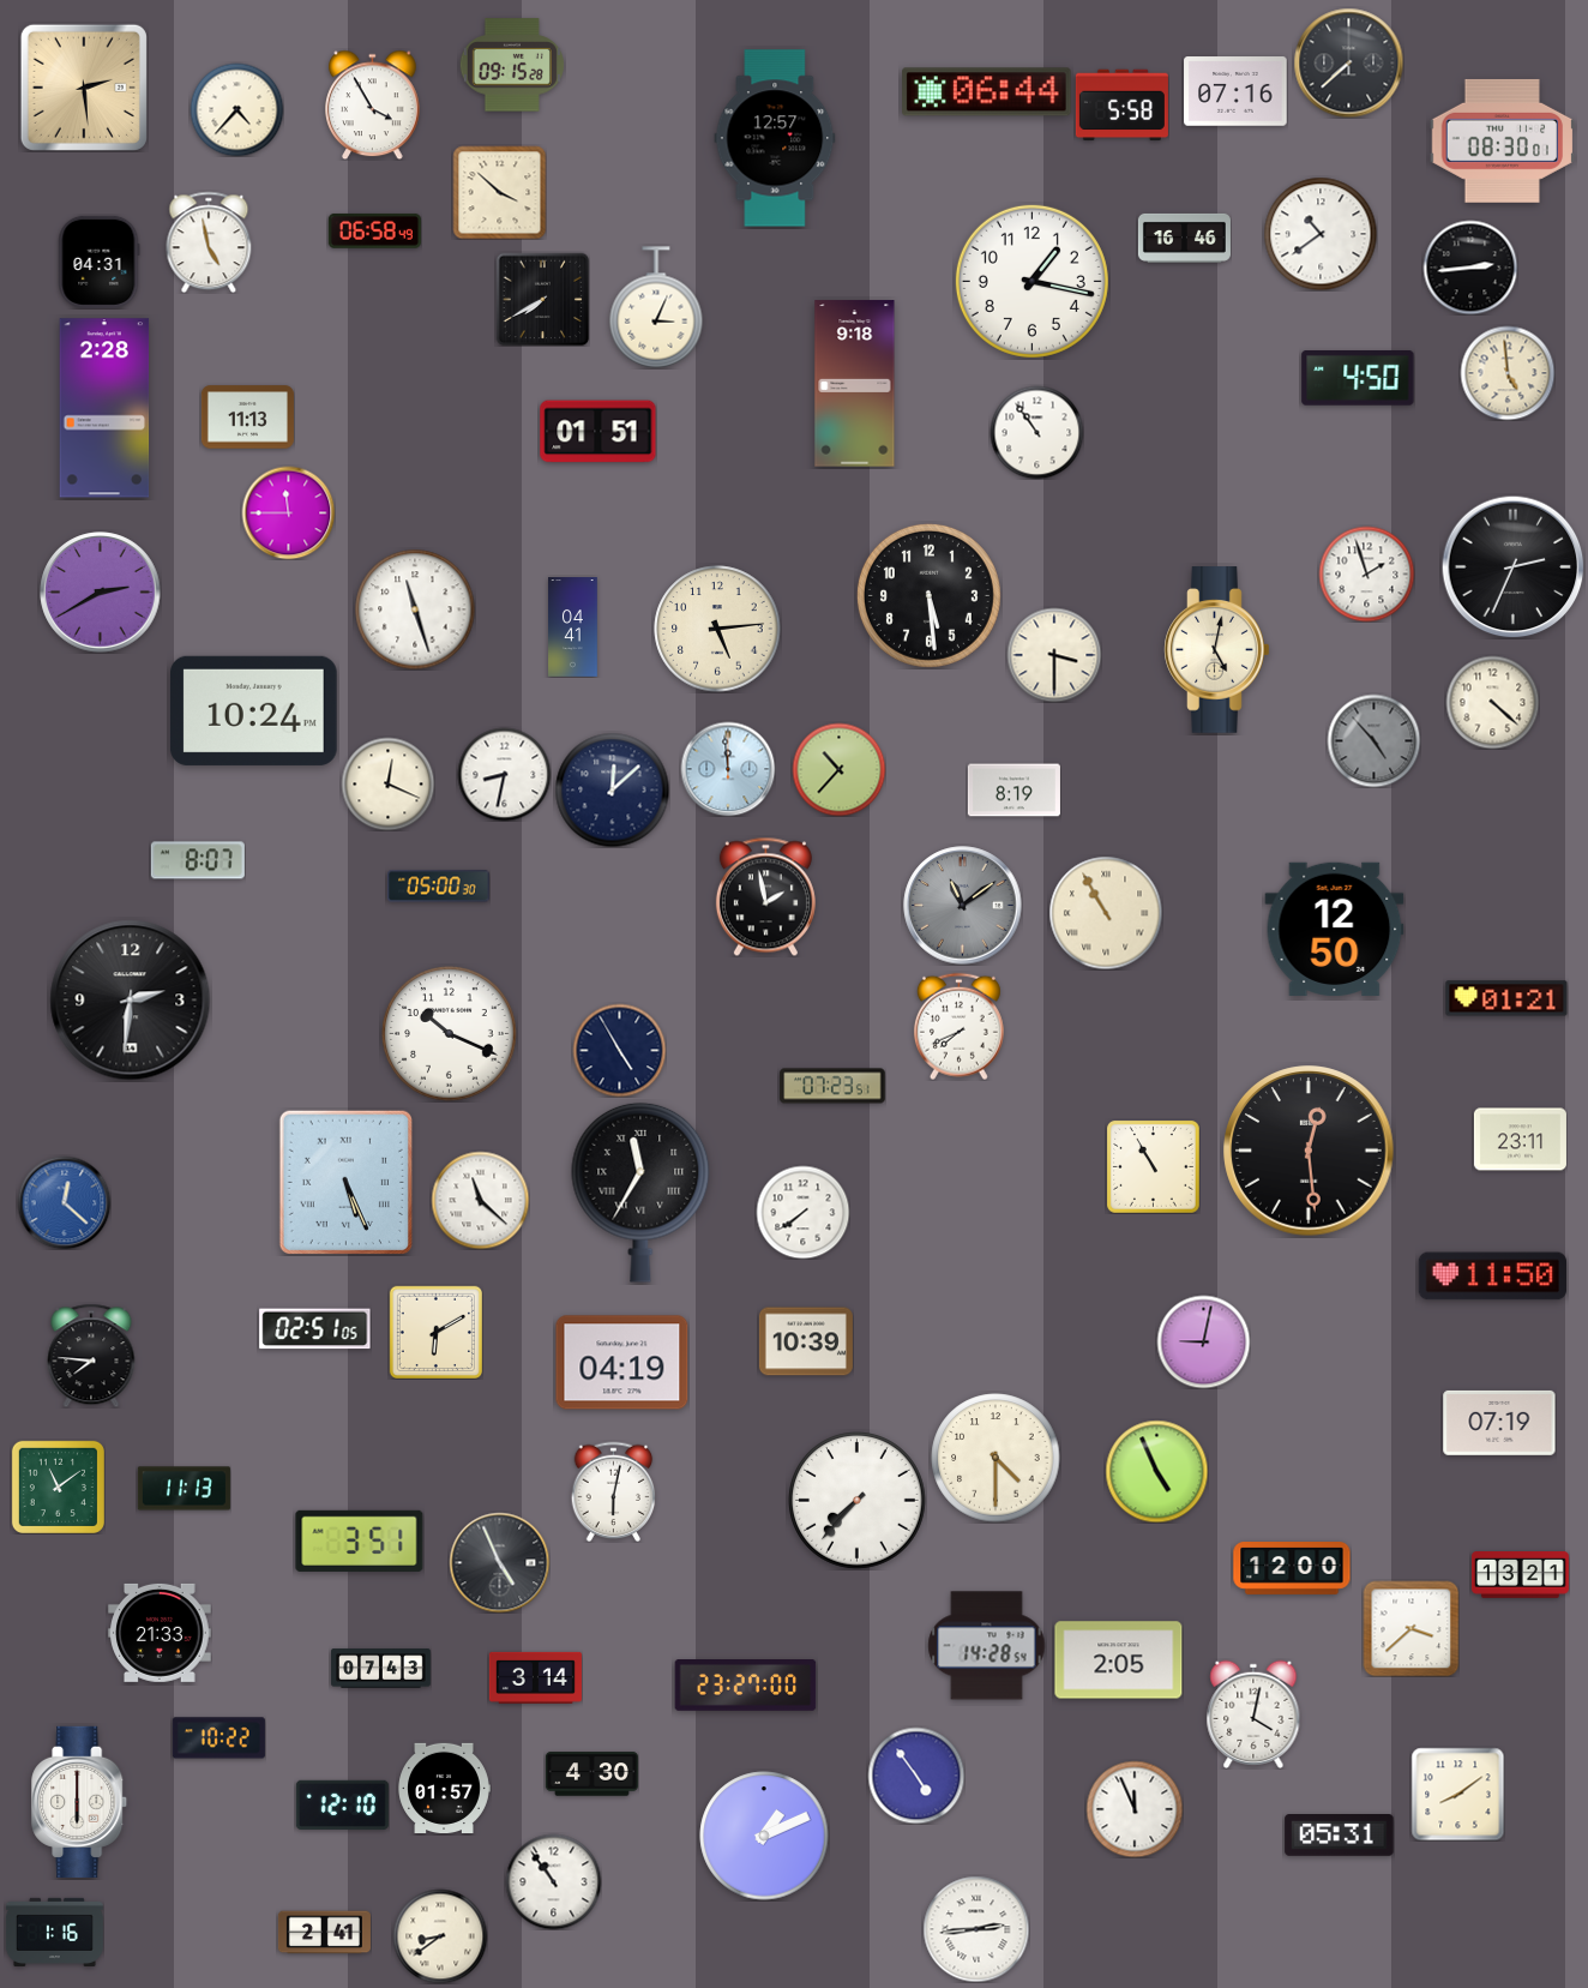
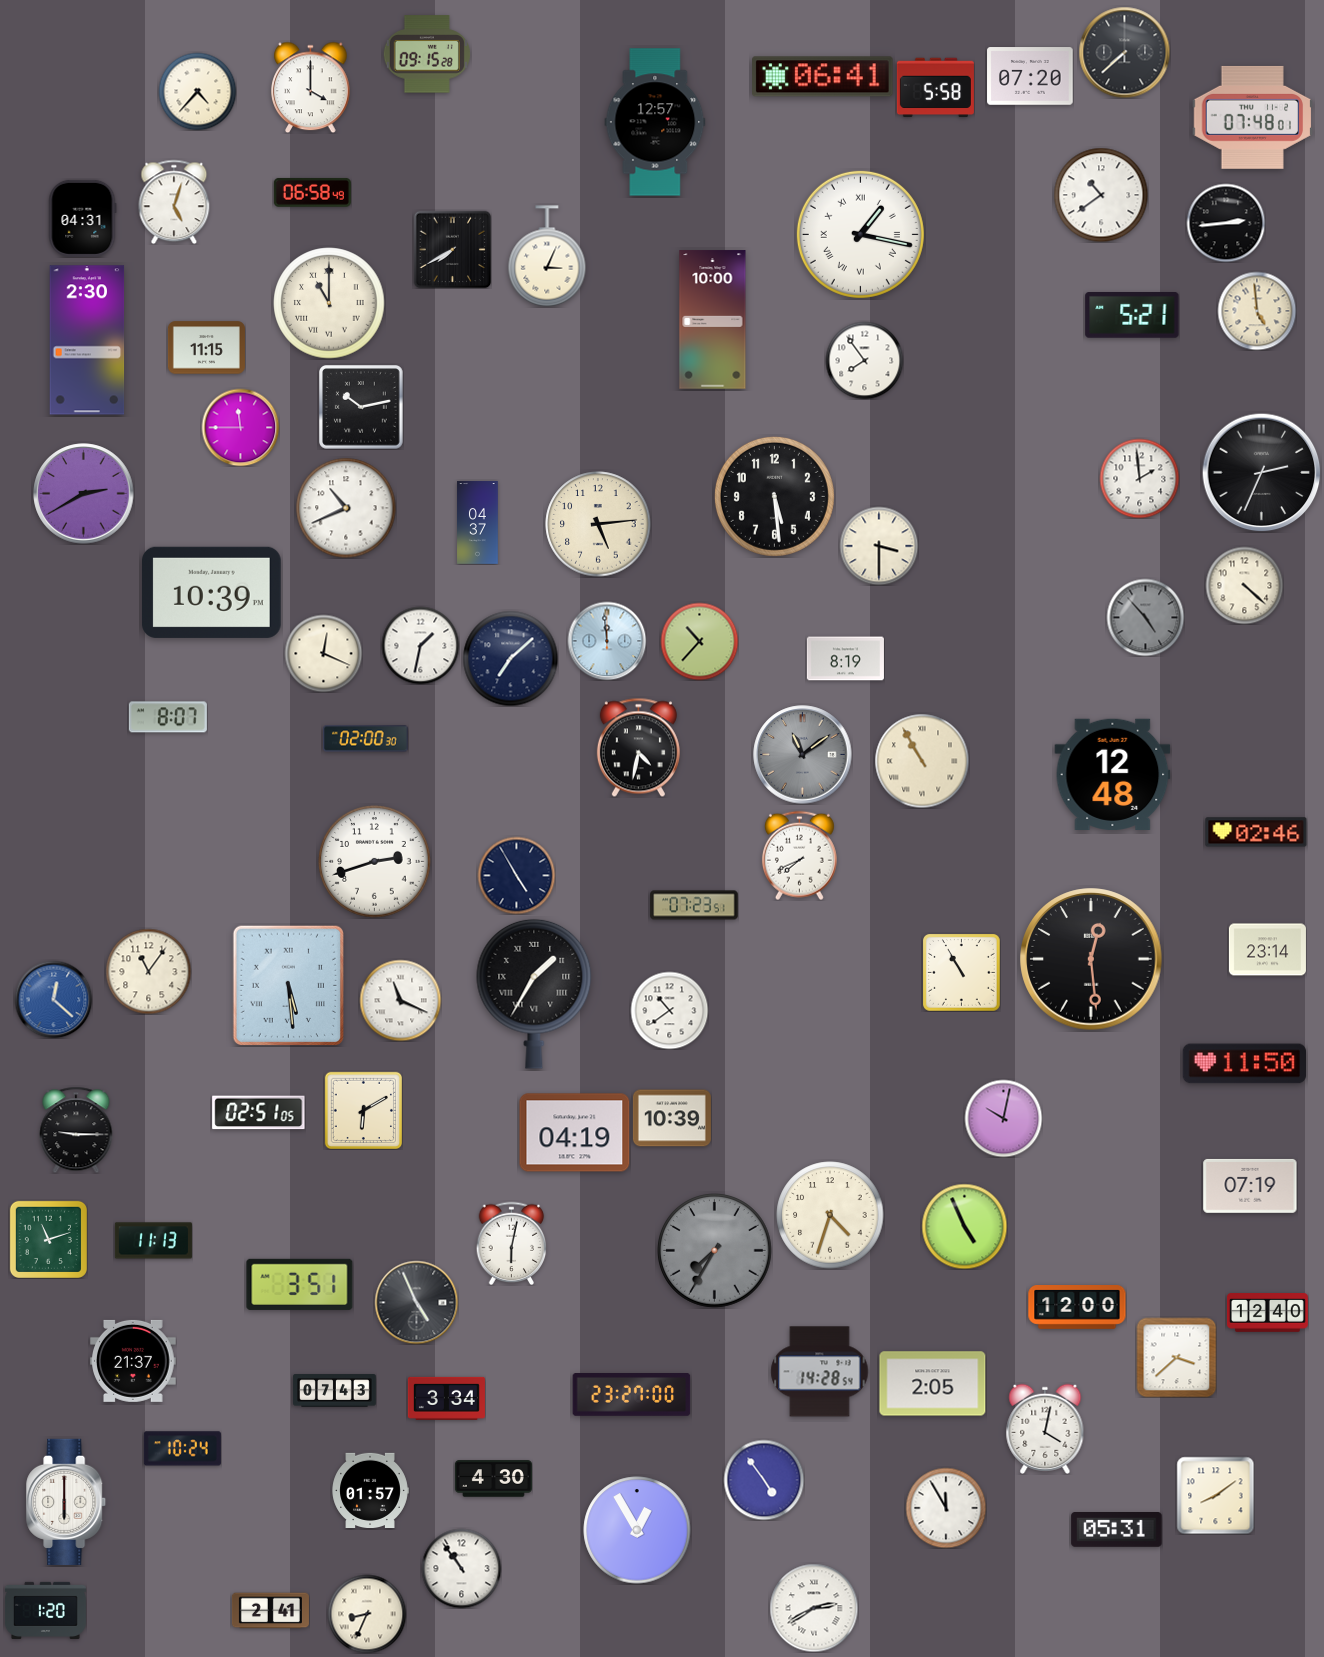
clock at (84, 88): 2:29 -> none
clock at (1235, 91): 07:16 -> 07:20
clock at (987, 92): 06:44 -> 06:41
clock at (373, 104): 3:55 -> 4:00
clock at (775, 138) position: (775, 138) -> (655, 122)
clock at (1503, 140): 08:30 -> 07:48
clock at (499, 192): 3:52 -> none
clock at (1184, 238): 16:46 -> none
clock at (209, 242): 4:58 -> 5:03
clock at (1031, 281) numerals: Arabic -> Roman
clock at (329, 303): none -> 11:00
clock at (1358, 379): 4:50 -> 5:21
clock at (855, 384): 9:18 -> 10:00
clock at (104, 408): 2:28 -> 2:30
clock at (247, 418): 11:13 -> 11:15
clock at (598, 432): 01:51 -> none
clock at (1036, 432): 10:54 -> 7:54
clock at (362, 408): none -> 10:13
clock at (1366, 573): 1:57 -> 1:59
clock at (415, 609): 11:27 -> 10:41
clock at (573, 627): 04:41 -> 04:37
clock at (1217, 650): 5:02 -> none
clock at (254, 710): 10:24 -> 10:39
clock at (504, 774): 8:32 -> 1:32
clock at (612, 789): 12:08 -> 7:08
clock at (198, 860) position: (198, 860) -> (168, 717)
clock at (439, 887): 05:00 -> 02:00
clock at (765, 896): 1:58 -> 4:32
clock at (1335, 929): 12:50 -> 12:48
clock at (1506, 998): 01:21 -> 02:46
clock at (131, 1001): 2:31 -> none
clock at (450, 1034): 10:19 -> 2:42
clock at (1520, 1140): 23:11 -> 23:14
clock at (148, 971): none -> 11:06
clock at (345, 1182): 5:26 -> 5:29
clock at (640, 1193): 11:35 -> 1:35
clock at (480, 1200): 11:22 -> 11:19
clock at (64, 1202) position: (64, 1202) -> (53, 999)
clock at (802, 1212): 7:39 -> 10:39
clock at (315, 1329) position: (315, 1329) -> (259, 1113)
clock at (1203, 1341): 9:02 -> 10:02
clock at (91, 1356): 7:46 -> 9:15
clock at (622, 1363) position: (622, 1363) -> (575, 1133)
clock at (995, 1458): 4:30 -> 4:33
clock at (58, 1487): 11:09 -> 11:12
clock at (858, 1501): 7:37 -> 7:35
clock at (858, 1501) dial: white -> grey
clock at (1520, 1575): 13:21 -> 12:40
clock at (160, 1633): 21:33 -> 21:37
clock at (987, 1646) position: (987, 1646) -> (820, 1372)
clock at (381, 1669) position: (381, 1669) -> (335, 1391)
clock at (535, 1677): 3:14 -> 3:34
clock at (746, 1686) position: (746, 1686) -> (632, 1395)
clock at (218, 1738): 10:22 -> 10:24
clock at (342, 1804): 12:10 -> none
clock at (1135, 1809): 11:56 -> 11:55
clock at (764, 1836): 1:11 -> 12:55
clock at (976, 1929): 2:44 -> 2:40
clock at (54, 1932): 1:16 -> 1:20
clock at (440, 1936): 8:39 -> 8:34
